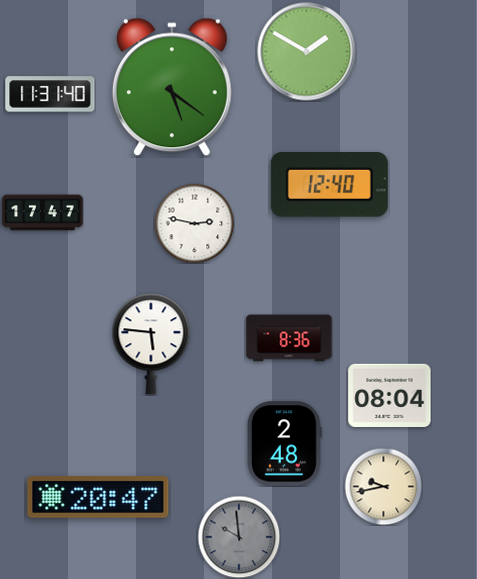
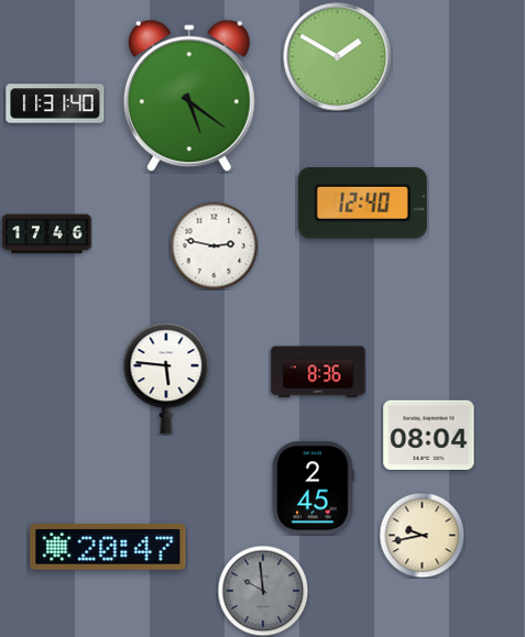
clock at (43, 213): 17:47 -> 17:46
clock at (285, 444): 2:48 -> 2:45
